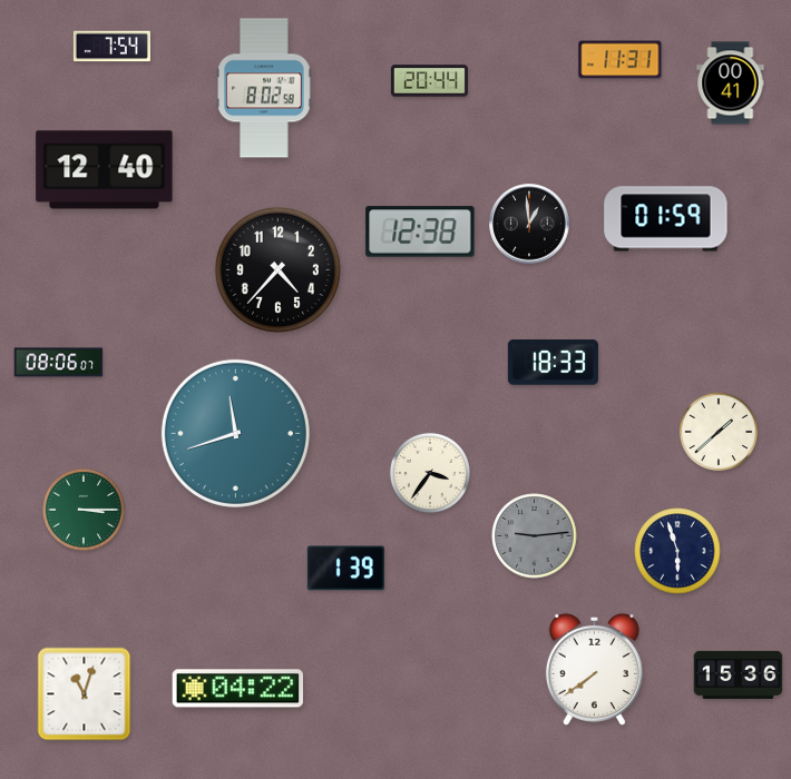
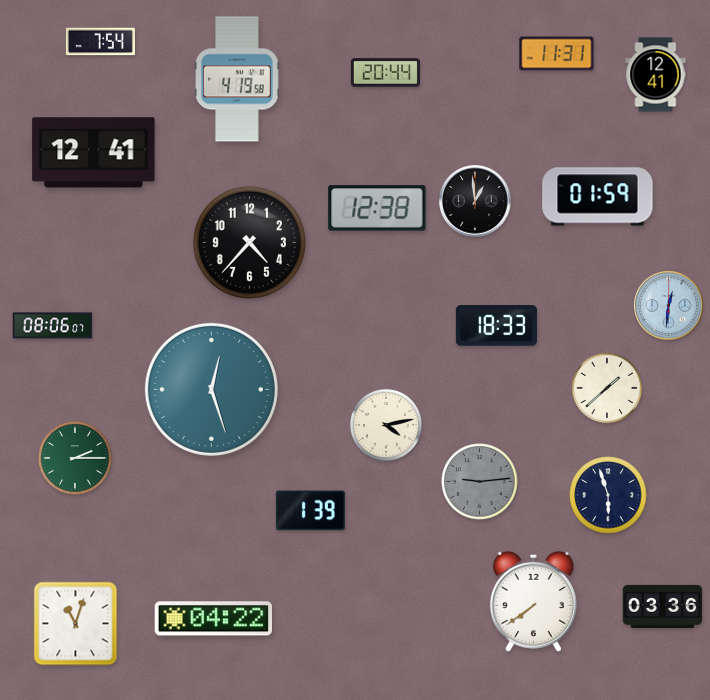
clock at (731, 83): 00:41 -> 12:41
clock at (264, 88): 8:02 -> 4:19
clock at (105, 170): 12:40 -> 12:41
clock at (669, 306): none -> 12:31
clock at (719, 432) position: (719, 432) -> (607, 388)
clock at (235, 433): 11:42 -> 12:27
clock at (430, 473): 3:36 -> 4:13
clock at (84, 510): 3:15 -> 2:15
clock at (739, 674): 15:36 -> 03:36
